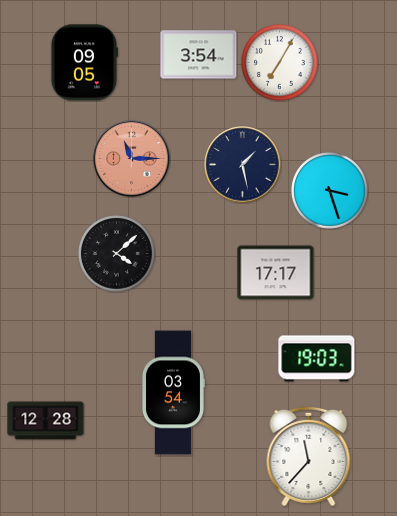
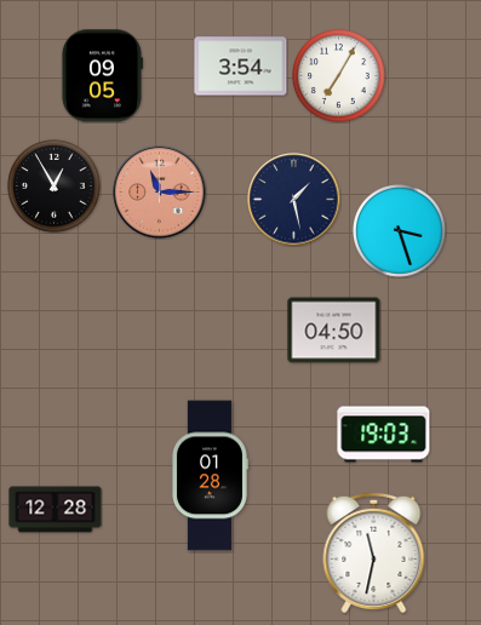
clock at (55, 187): none -> 12:55
clock at (117, 254): 4:08 -> none
clock at (276, 273): 17:17 -> 04:50
clock at (174, 393): 03:54 -> 01:28
clock at (309, 456): 11:37 -> 11:32
